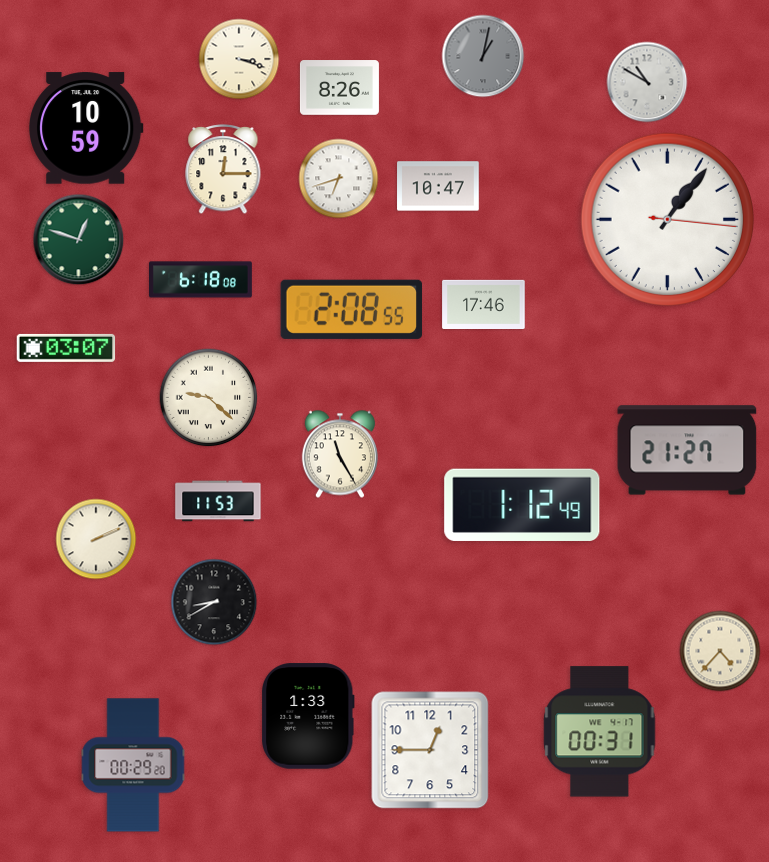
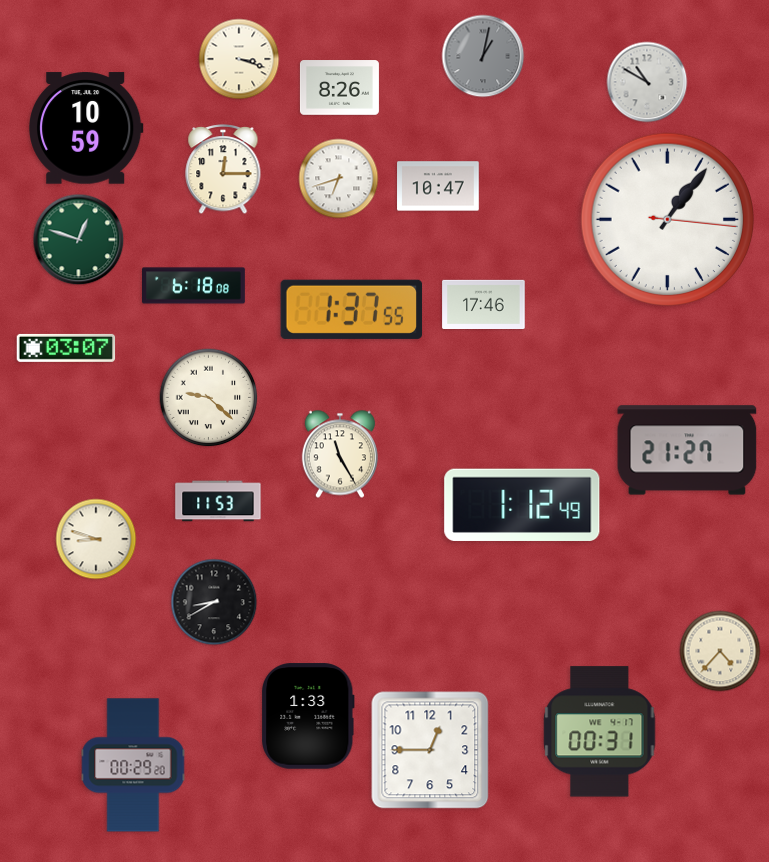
clock at (201, 280) position: (201, 280) -> (194, 286)
clock at (352, 309): 2:08 -> 1:37
clock at (96, 539): 2:11 -> 8:48
